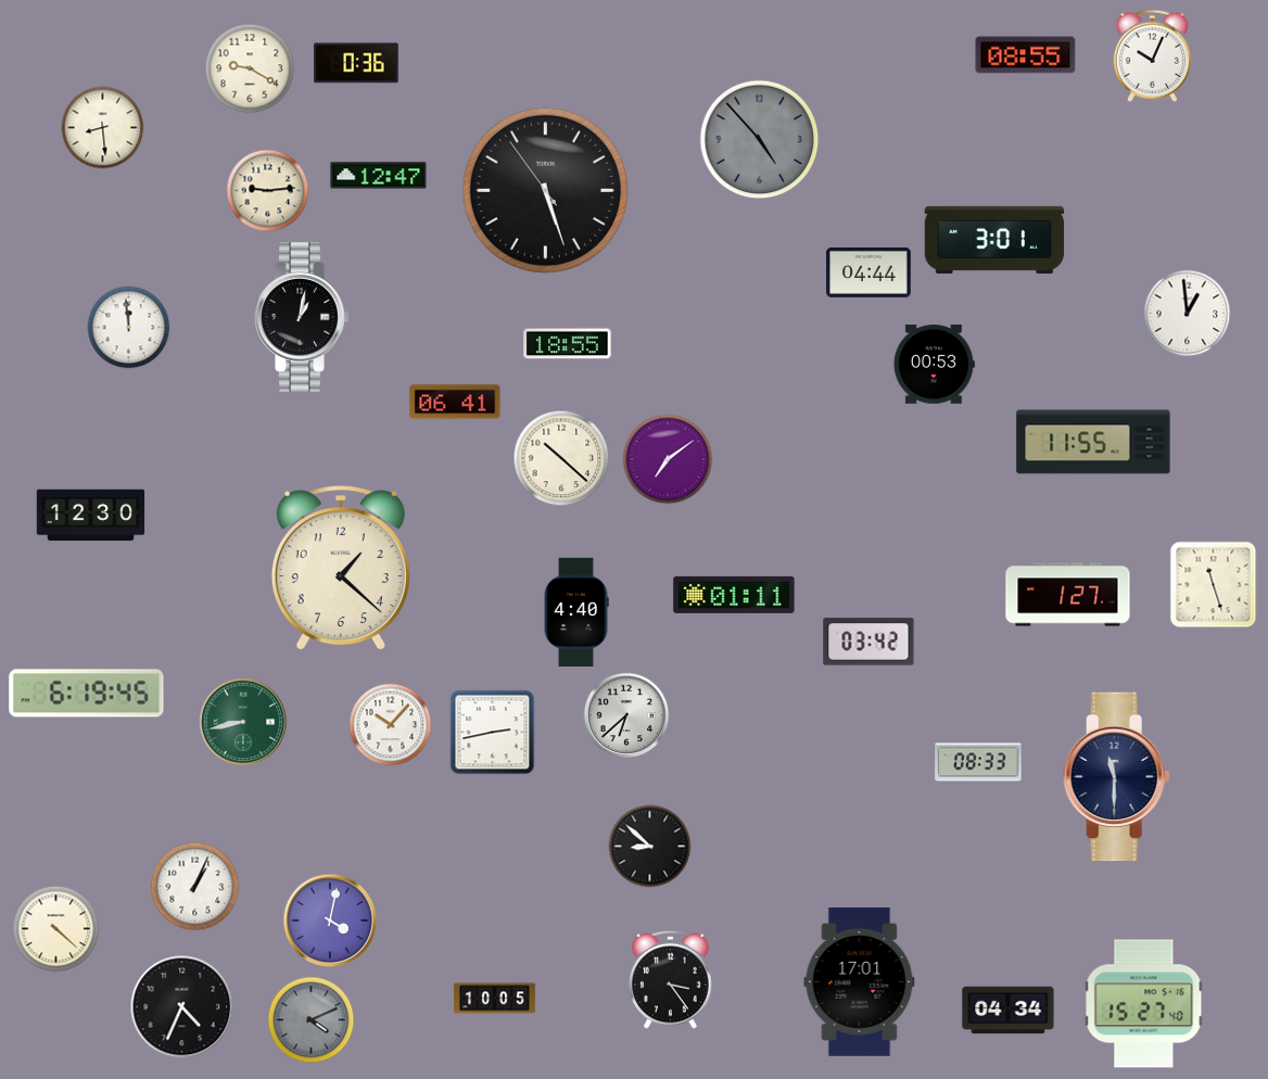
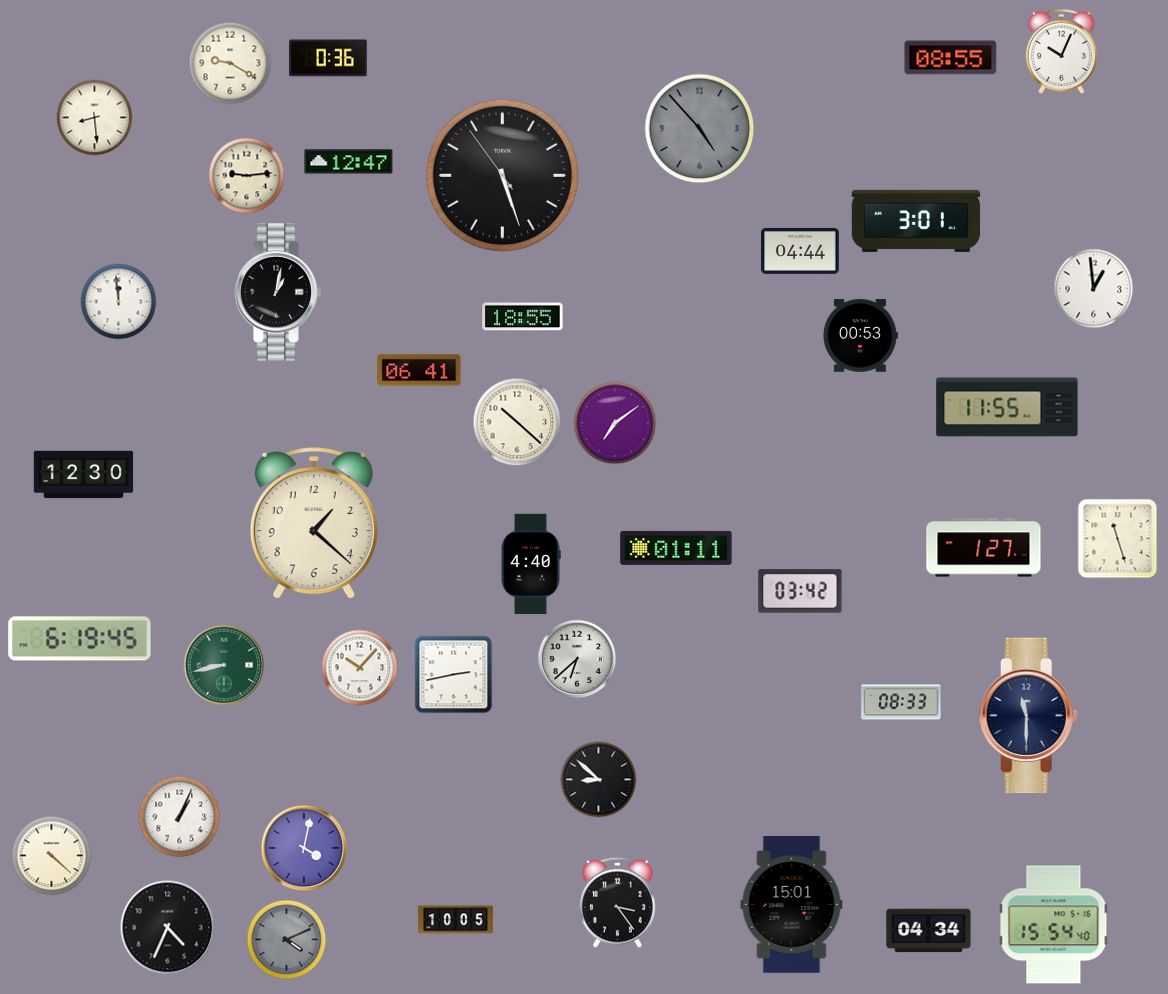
clock at (1026, 55) position: (1026, 55) -> (951, 58)
clock at (860, 982): 17:01 -> 15:01
clock at (1144, 1004): 15:27 -> 15:54
